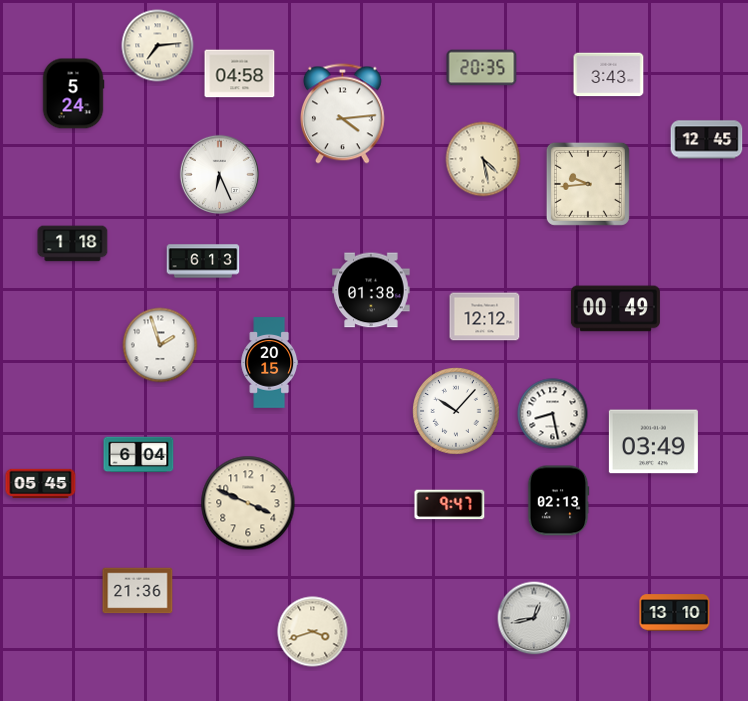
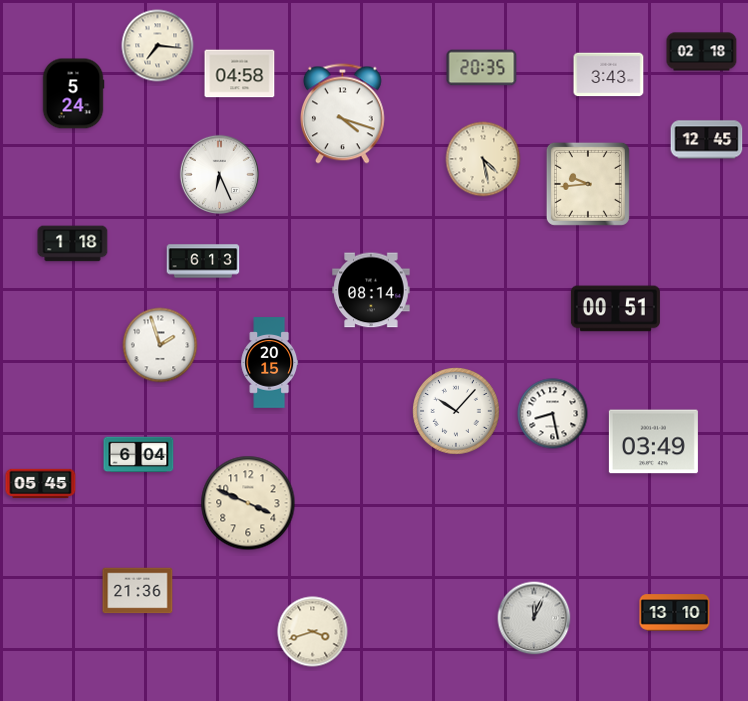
clock at (158, 46): 7:14 -> 7:16
clock at (702, 52): none -> 02:18
clock at (342, 114): 4:14 -> 4:18
clock at (371, 290): 01:38 -> 08:14
clock at (615, 309): 00:49 -> 00:51
clock at (485, 317): 12:12 -> none
clock at (558, 501): 02:13 -> none
clock at (450, 505): 9:47 -> none
clock at (534, 618): 12:43 -> 12:04
